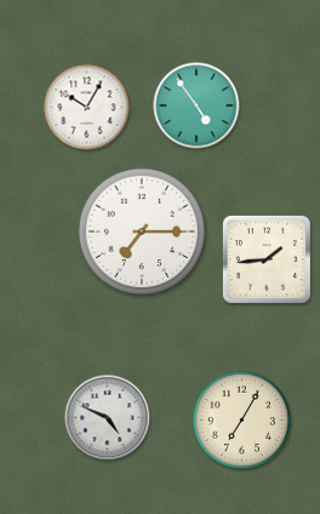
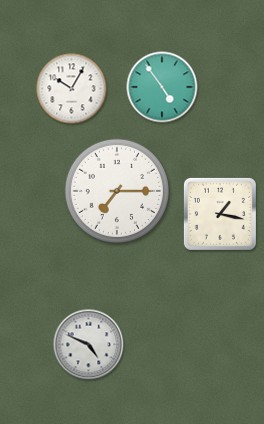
clock at (267, 259): 1:44 -> 1:17
clock at (241, 419): 7:05 -> none
